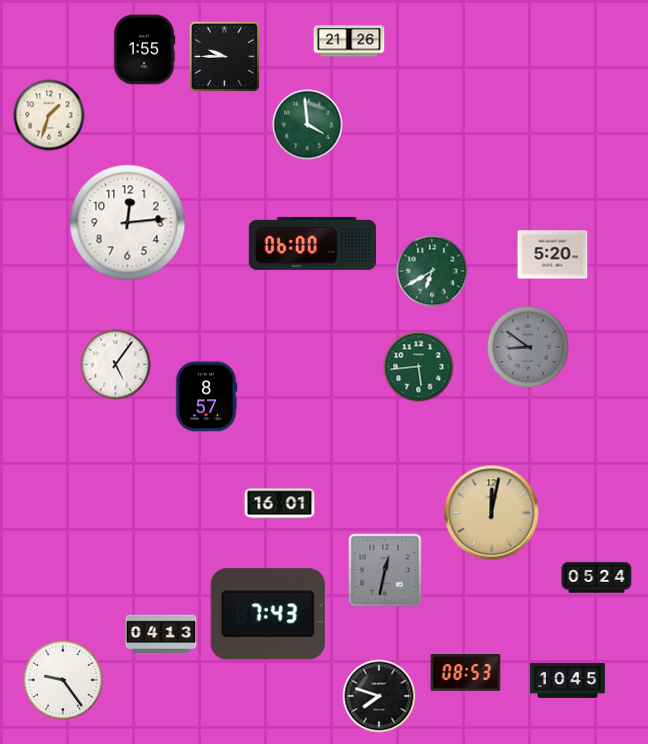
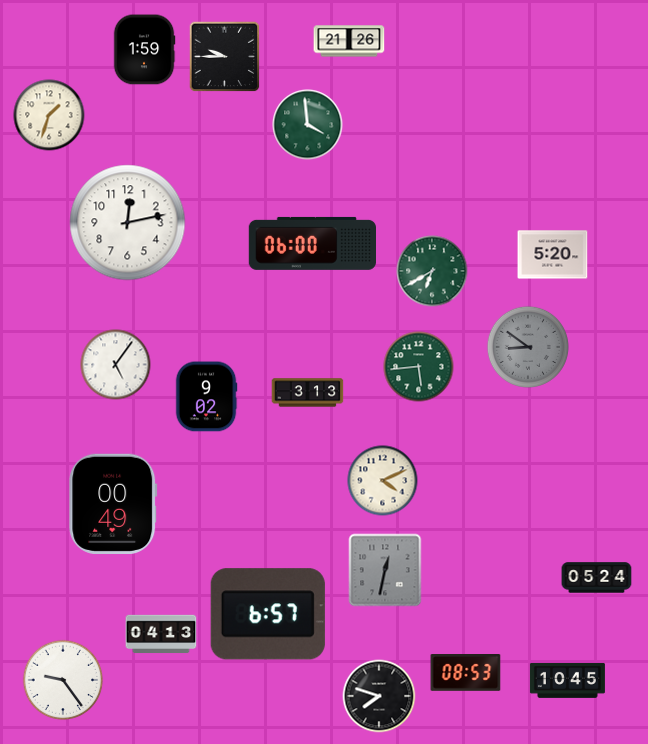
clock at (144, 50): 1:55 -> 1:59
clock at (128, 223): 12:14 -> 12:13
clock at (308, 393): none -> 3:13
clock at (206, 397): 8:57 -> 9:02
clock at (383, 481): none -> 4:11
clock at (113, 504): none -> 00:49
clock at (280, 504): 16:01 -> none
clock at (492, 513): 12:02 -> none
clock at (268, 614): 7:43 -> 6:57
